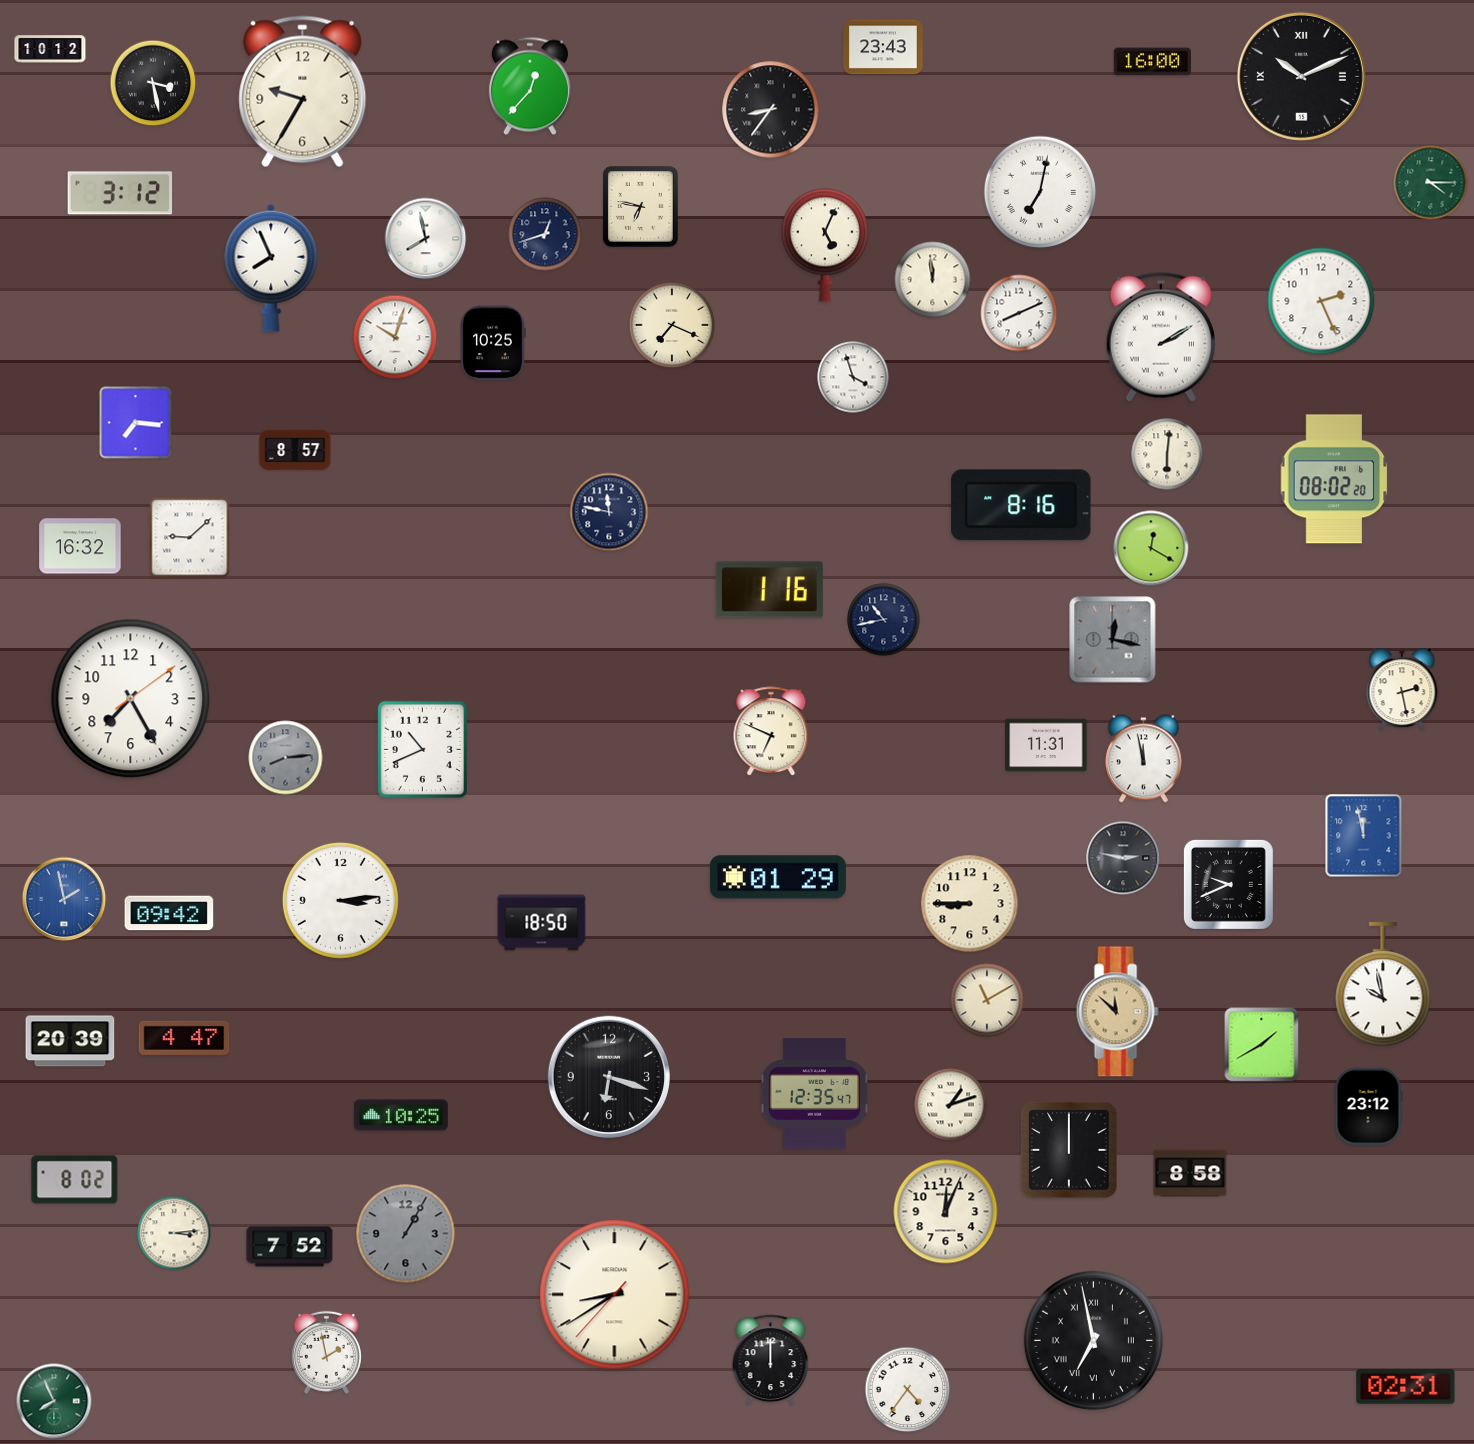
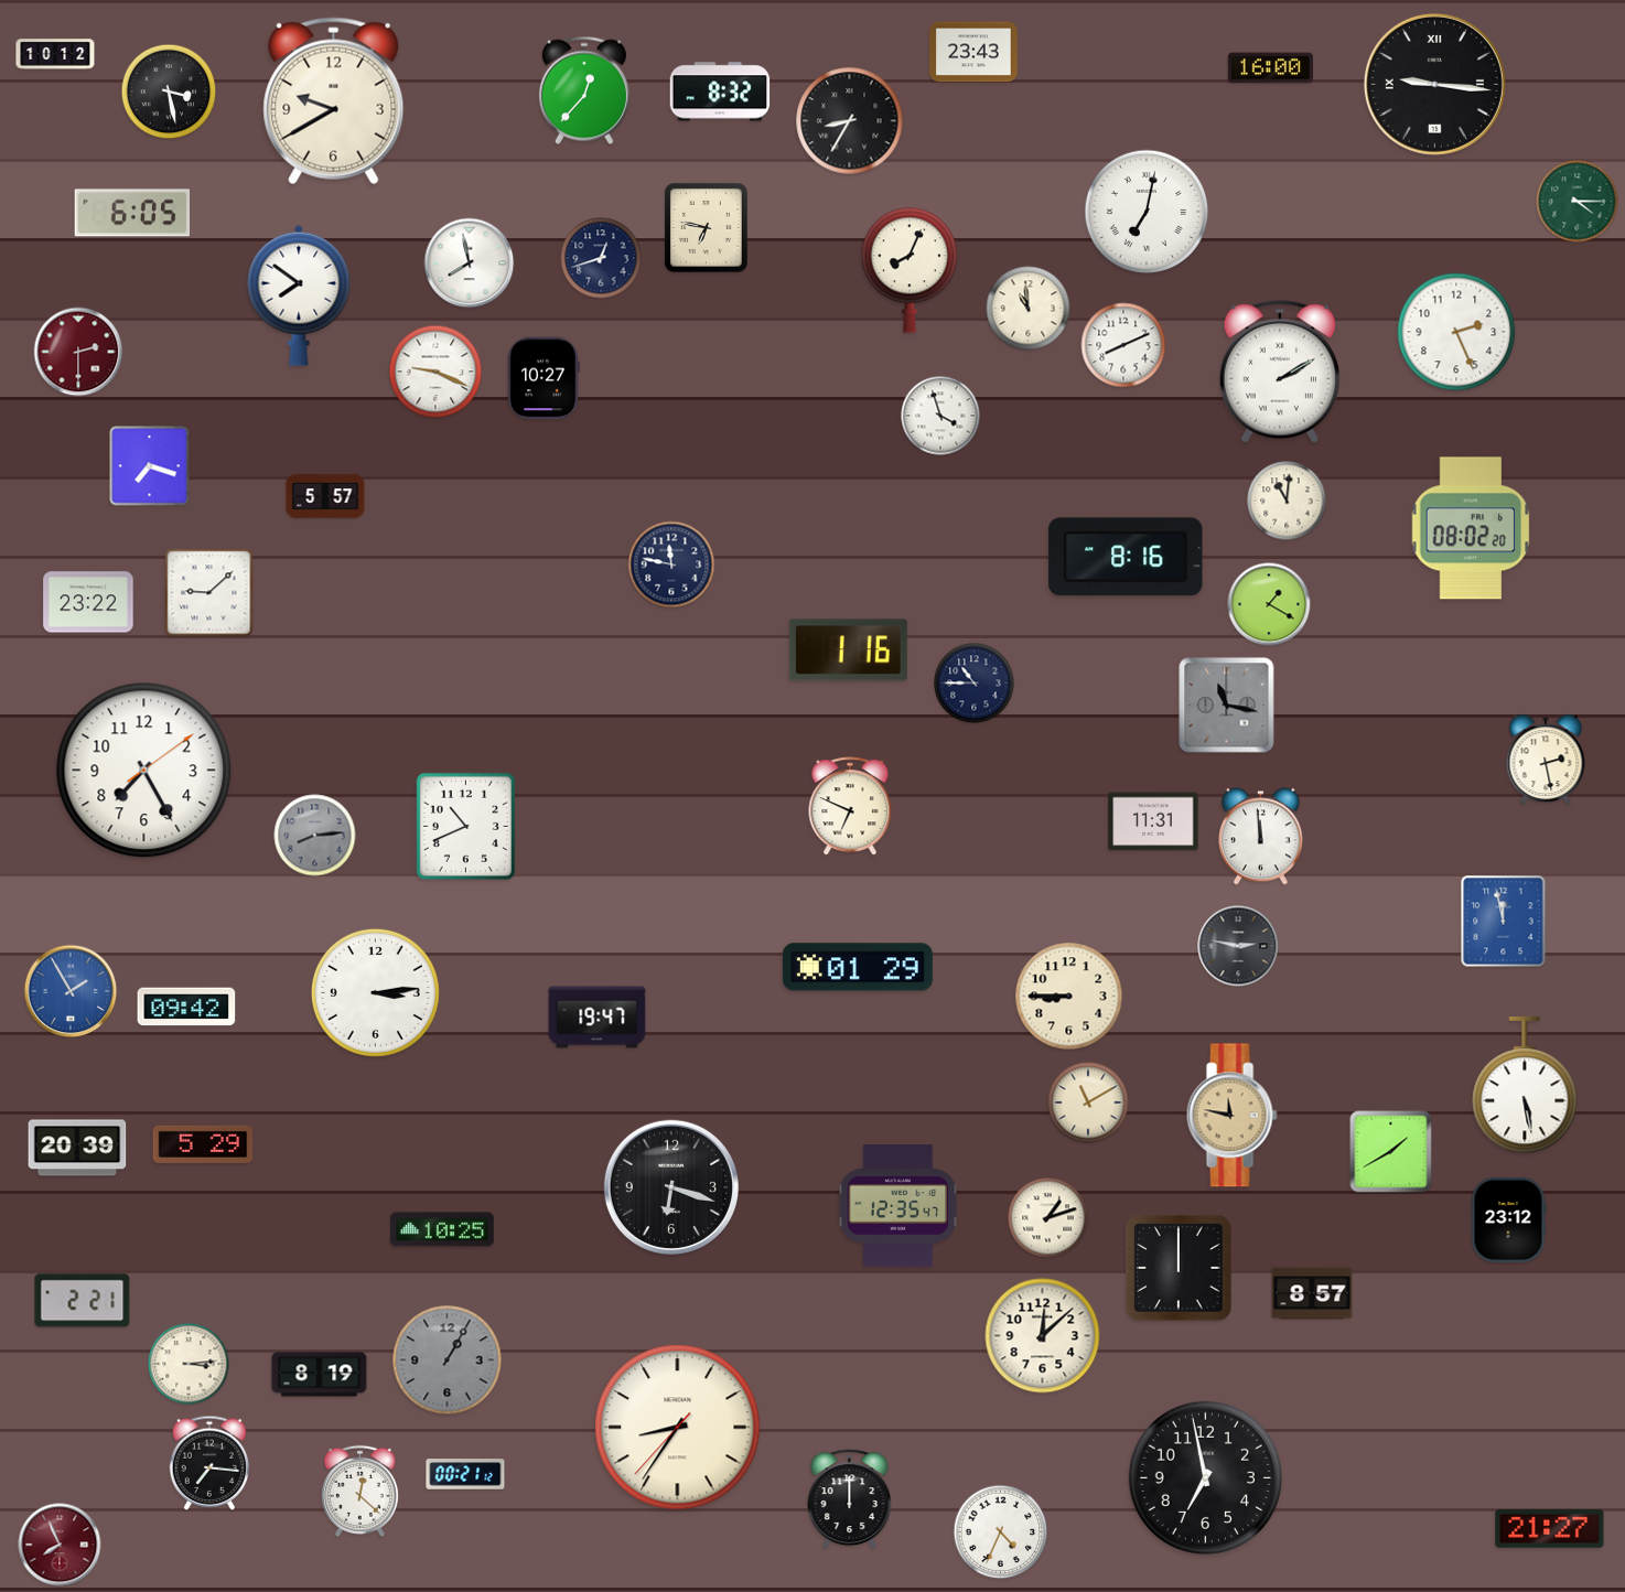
clock at (1301, 76): 10:11 -> 9:16
clock at (720, 92): none -> 8:32
clock at (530, 86) position: (530, 86) -> (584, 90)
clock at (303, 92): 9:35 -> 9:40
clock at (771, 110): 8:36 -> 8:35
clock at (120, 193): 3:12 -> 6:05
clock at (825, 245): 5:04 -> 8:04
clock at (271, 268): 7:56 -> 7:51
clock at (933, 280): 11:59 -> 10:59
clock at (78, 352): none -> 2:30
clock at (672, 325): 7:19 -> none
clock at (395, 337): 10:03 -> 9:19
clock at (493, 343): 10:25 -> 10:27
clock at (136, 423): 7:16 -> 7:18
clock at (295, 450): 8:57 -> 5:57
clock at (1167, 454): 6:01 -> 11:01
clock at (80, 546): 16:32 -> 23:22
clock at (1151, 548): 12:20 -> 1:20
clock at (884, 620): 10:43 -> 10:45
clock at (1113, 640): 12:17 -> 11:17
clock at (1143, 759): 11:58 -> 11:59
clock at (1228, 884): 9:41 -> none
clock at (64, 899): 1:58 -> 1:55
clock at (542, 923): 18:50 -> 19:47
clock at (1383, 985): 9:58 -> 5:28
clock at (1117, 1012): 11:52 -> 11:47
clock at (184, 1038): 4:47 -> 5:29
clock at (1190, 1173): 8:58 -> 8:57
clock at (75, 1180): 8:02 -> 2:21
clock at (946, 1212): 12:04 -> 12:08
clock at (174, 1233) position: (174, 1233) -> (189, 1364)
clock at (290, 1247): 7:52 -> 8:19
clock at (615, 1295): 8:39 -> 8:35
clock at (209, 1463): none -> 7:16
clock at (465, 1474): none -> 00:21
clock at (1093, 1340) numerals: Roman -> Arabic
clock at (326, 1352): 1:58 -> 12:22
clock at (1406, 1387): 02:31 -> 21:27
clock at (908, 1390): 4:36 -> 4:34
clock at (54, 1401) dial: green -> burgundy
